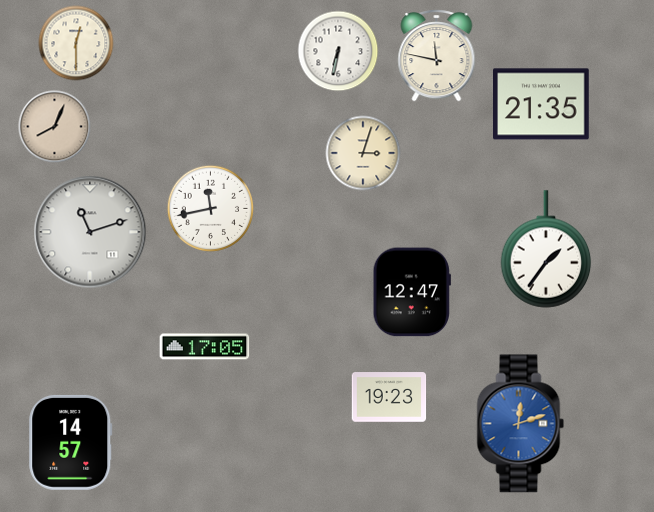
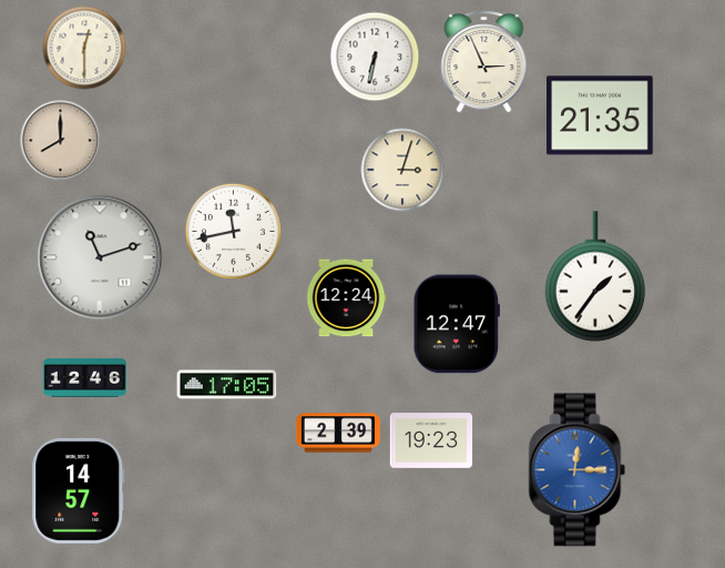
clock at (437, 56): 11:47 -> 2:56
clock at (55, 127): 8:04 -> 8:00
clock at (546, 249) position: (546, 249) -> (595, 276)
clock at (346, 298): none -> 12:24
clock at (84, 378): none -> 12:46
clock at (338, 433): none -> 2:39
clock at (521, 424): 12:12 -> 12:15
